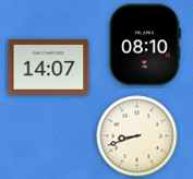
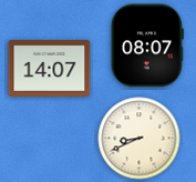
clock at (145, 45): 08:10 -> 08:07
clock at (137, 136): 8:42 -> 8:41
